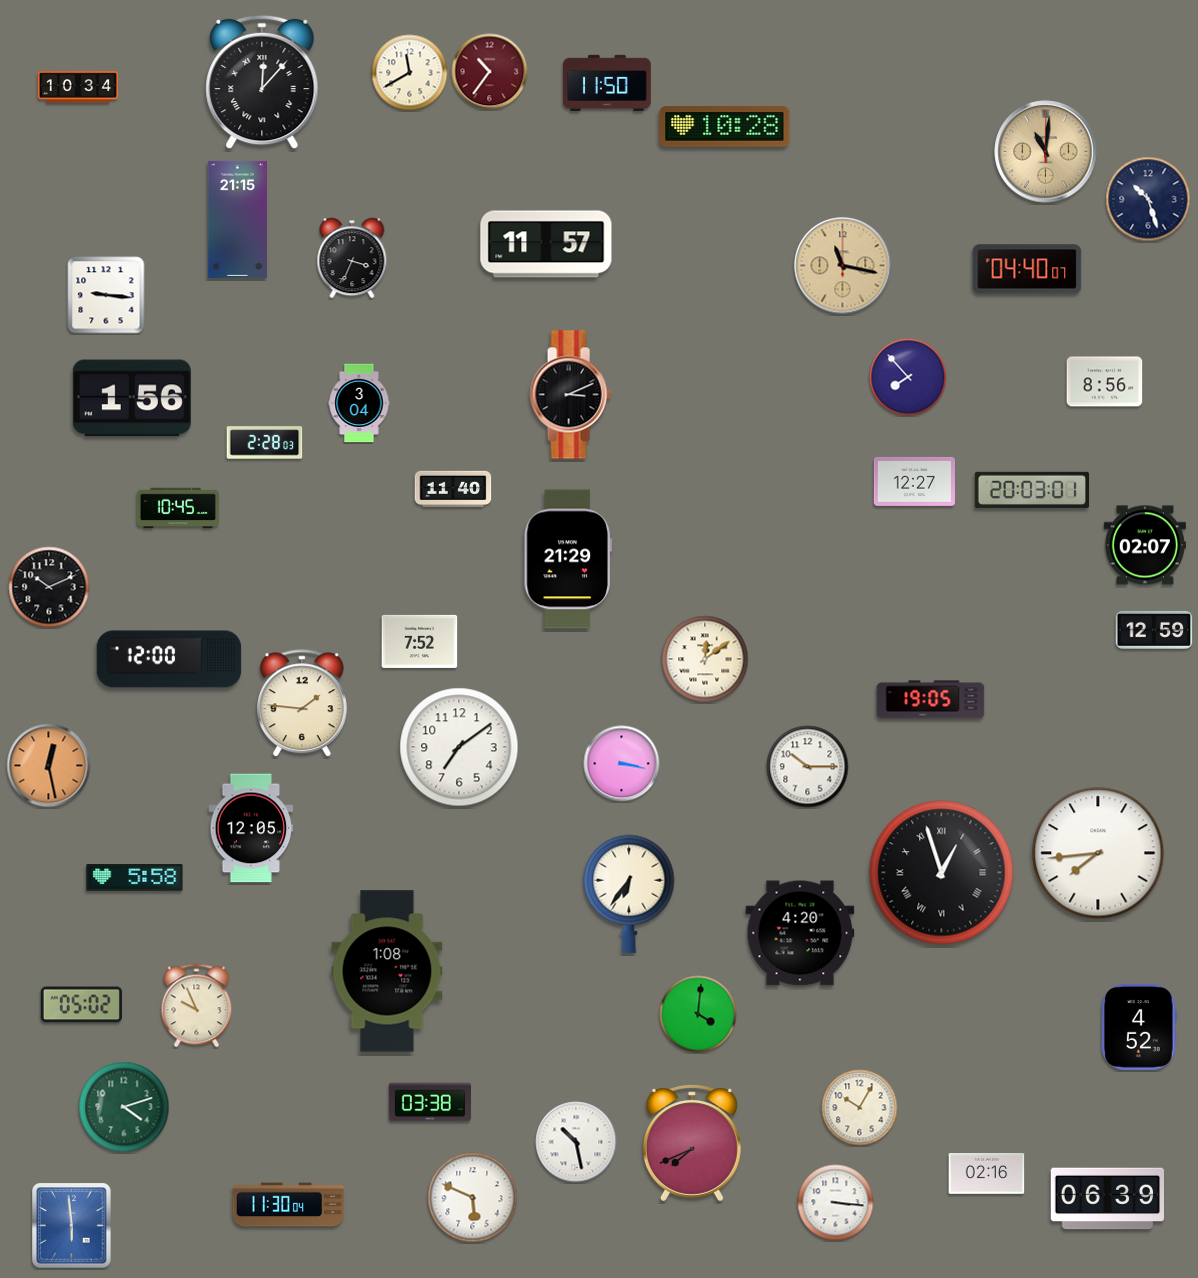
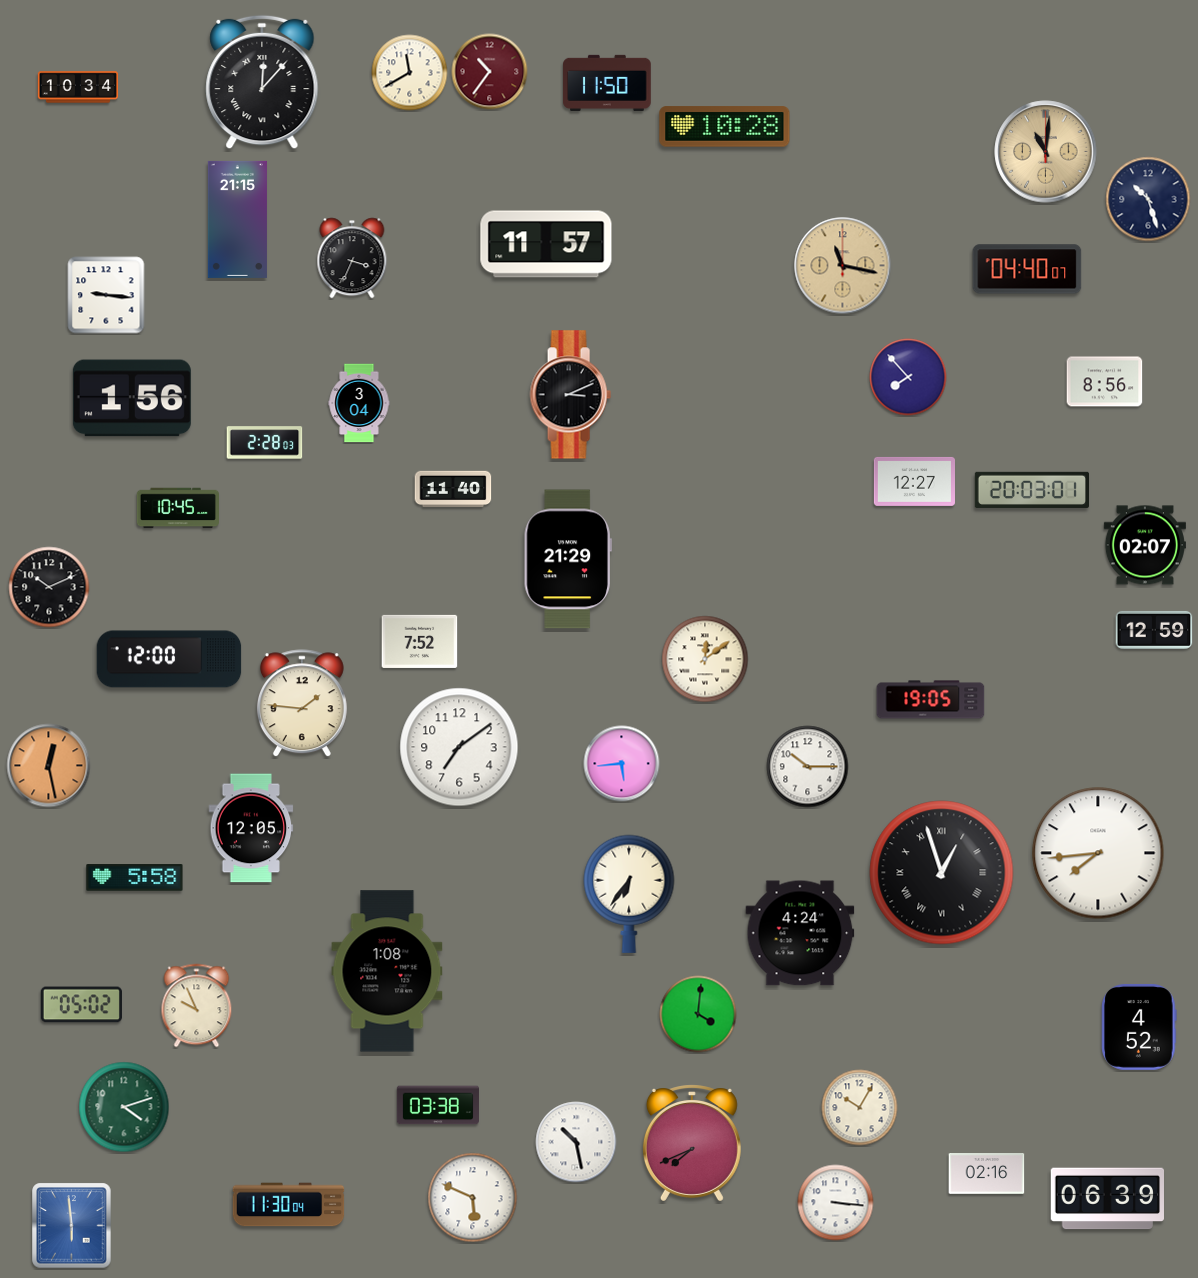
clock at (622, 764): 3:17 -> 5:44
clock at (800, 933): 4:20 -> 4:24
clock at (430, 1102) position: (430, 1102) -> (438, 1105)
